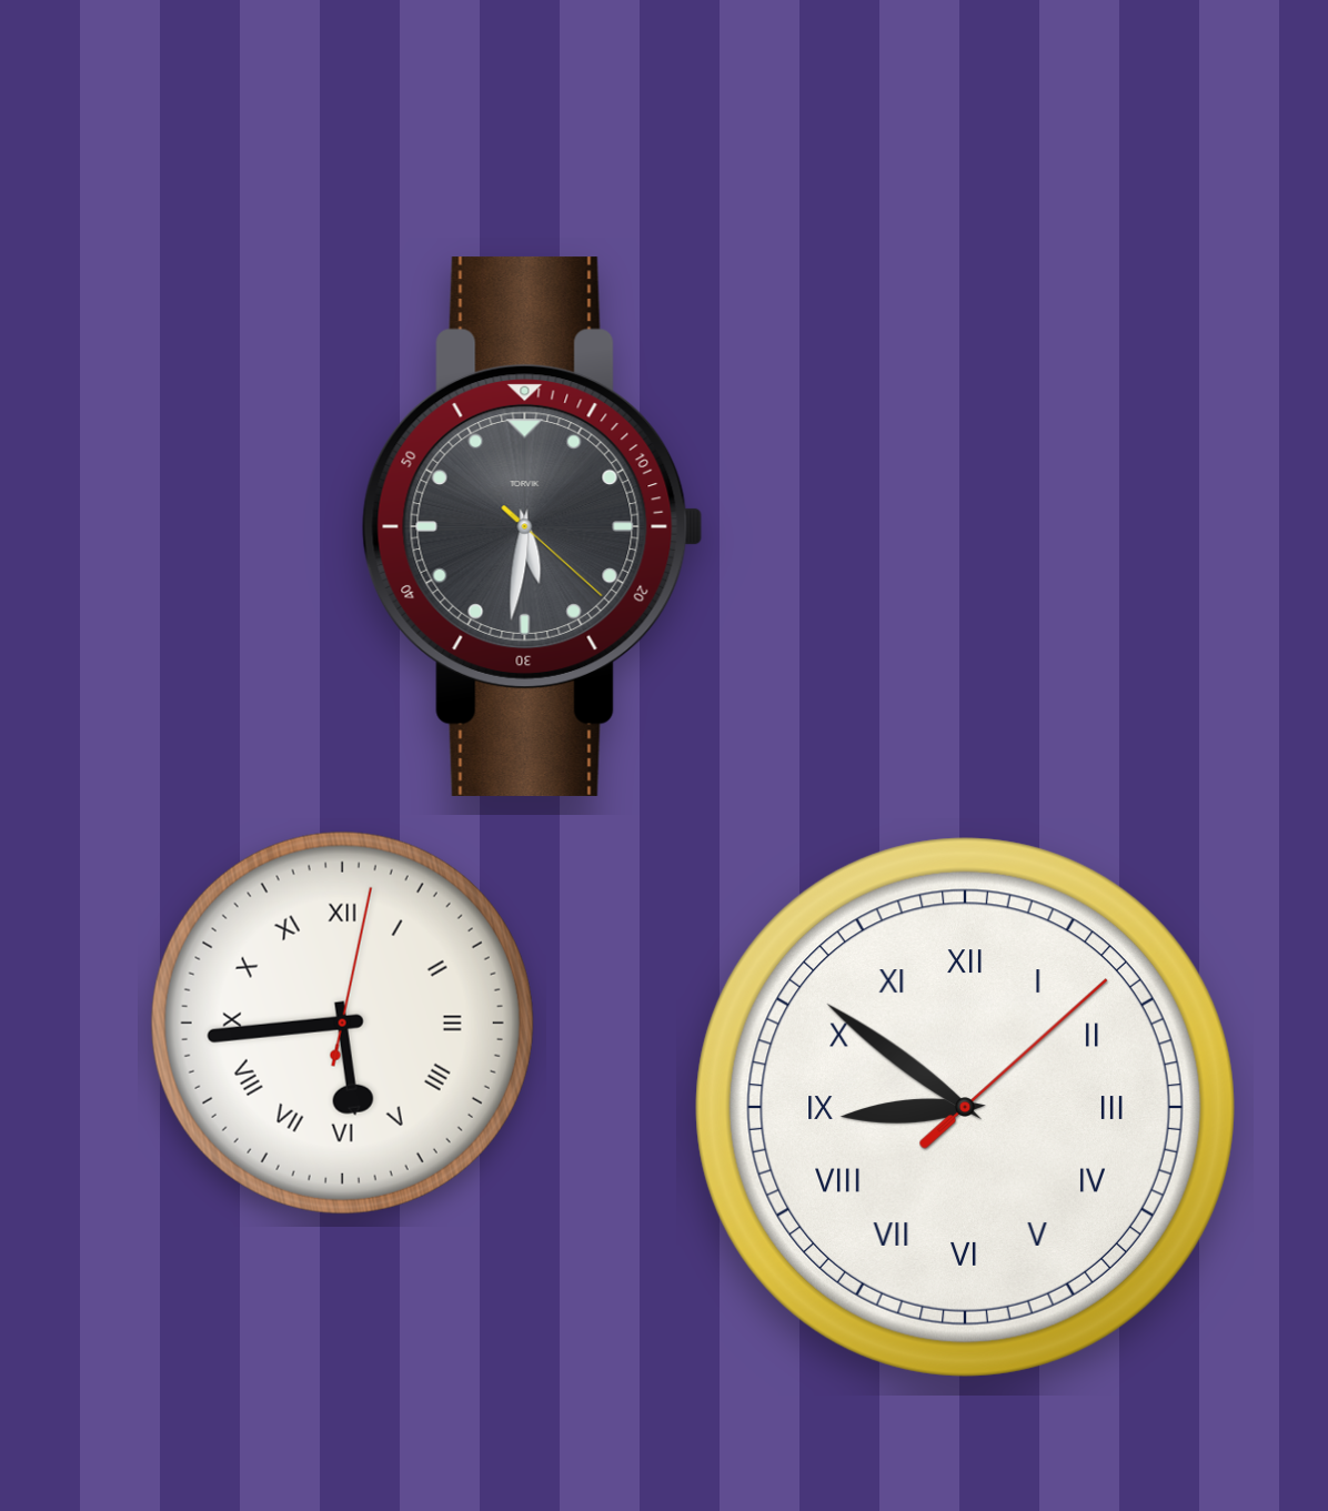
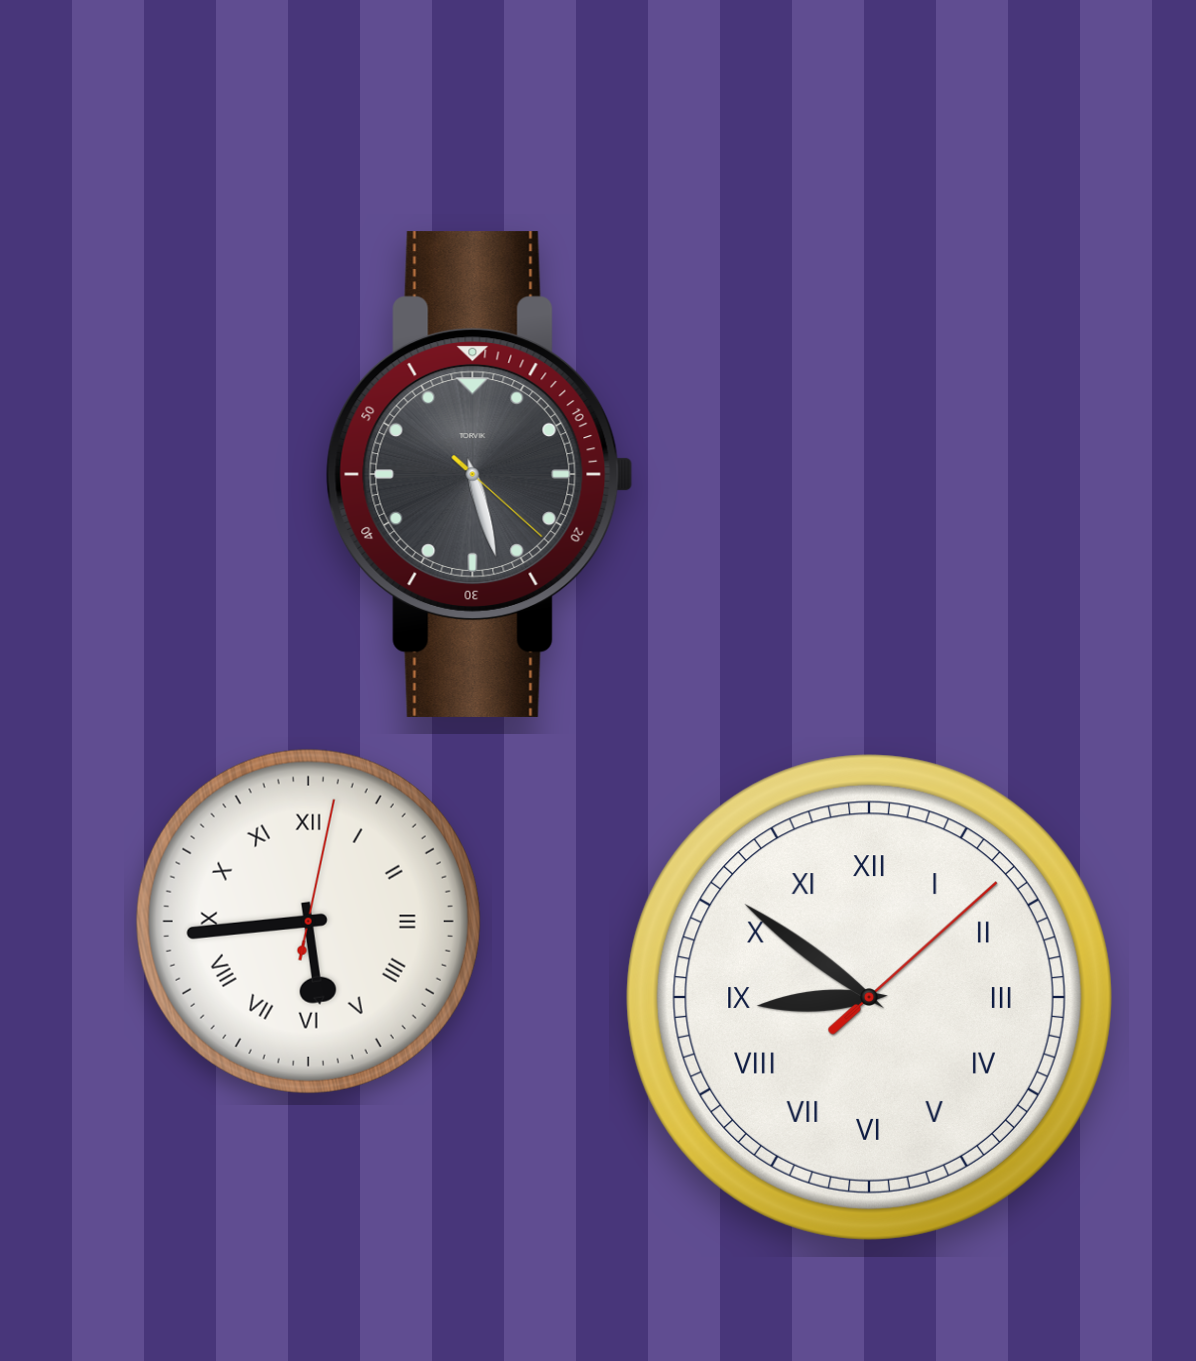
clock at (532, 526): 5:31 -> 5:27
